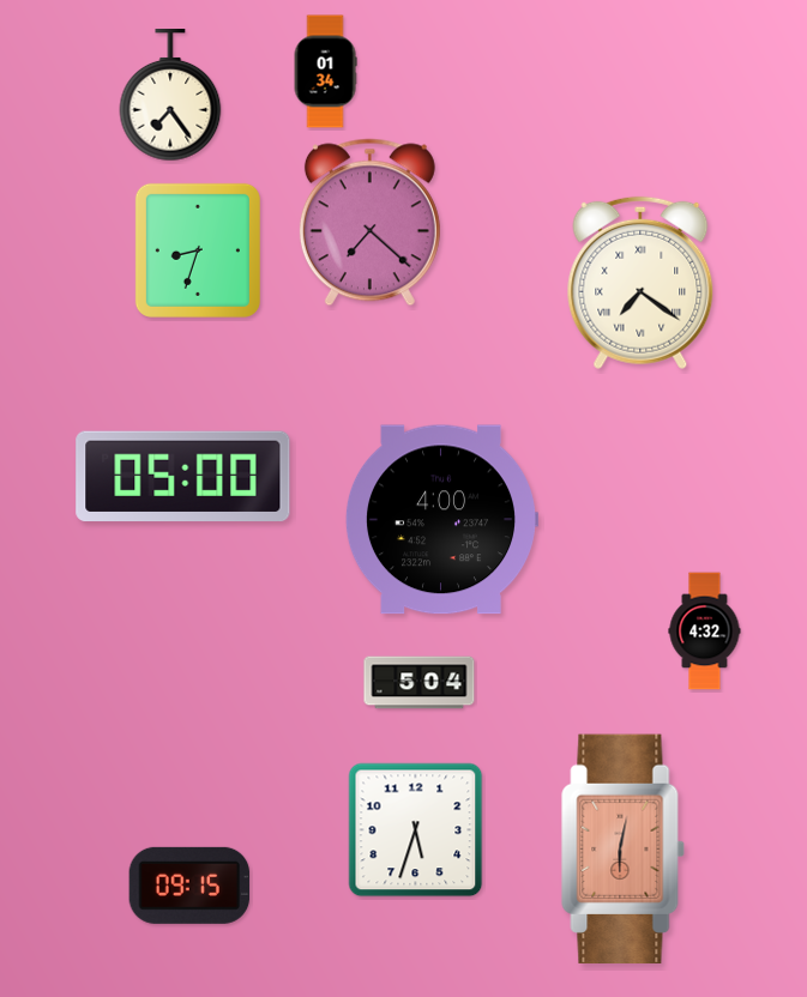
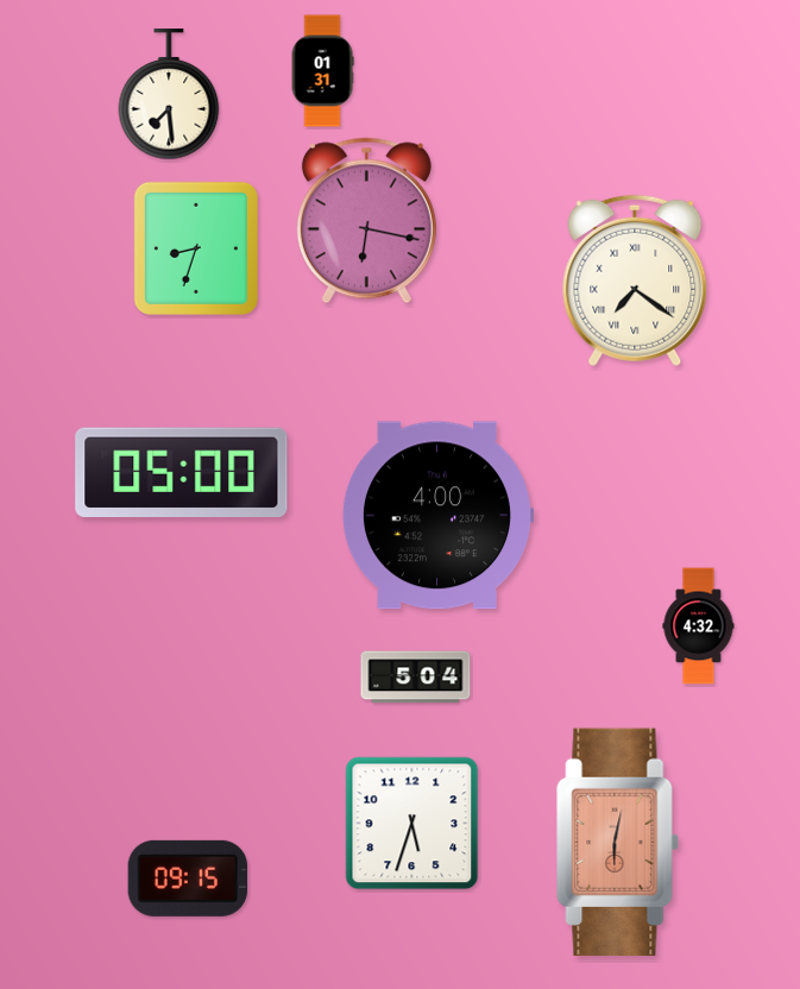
clock at (325, 72): 01:34 -> 01:31
clock at (170, 96): 7:24 -> 7:29
clock at (369, 223): 7:22 -> 6:17
